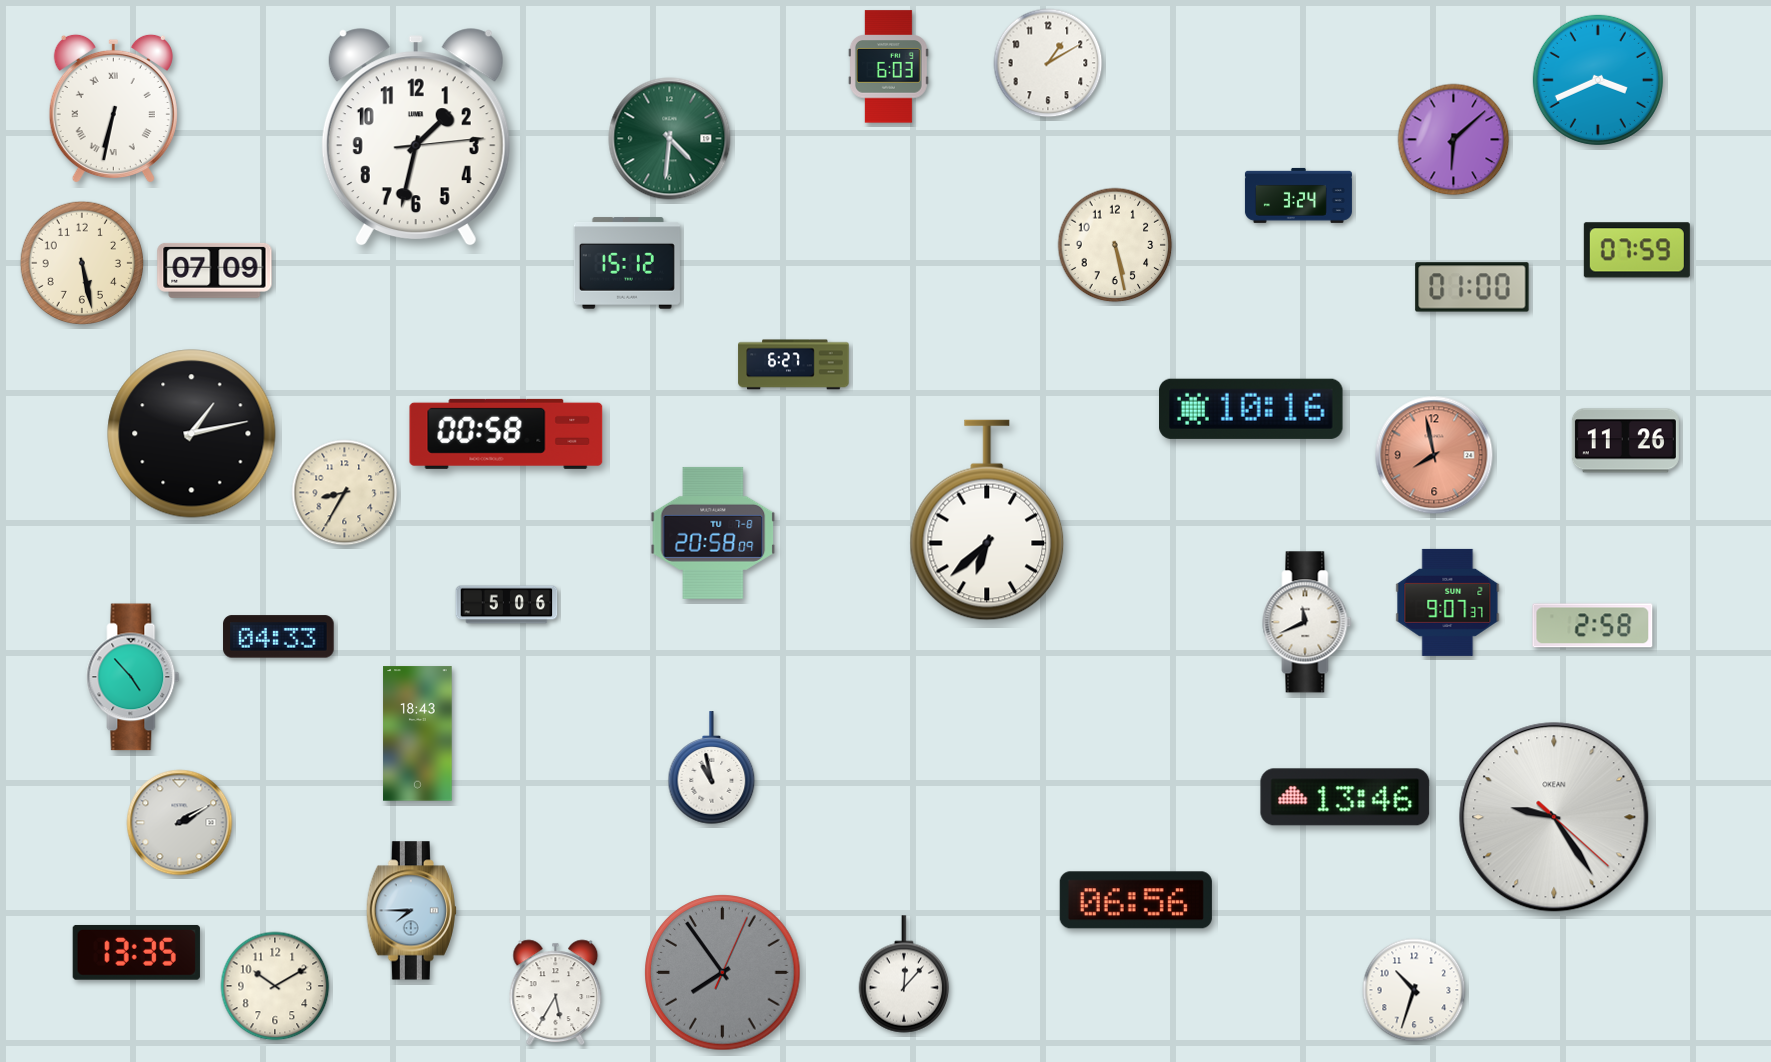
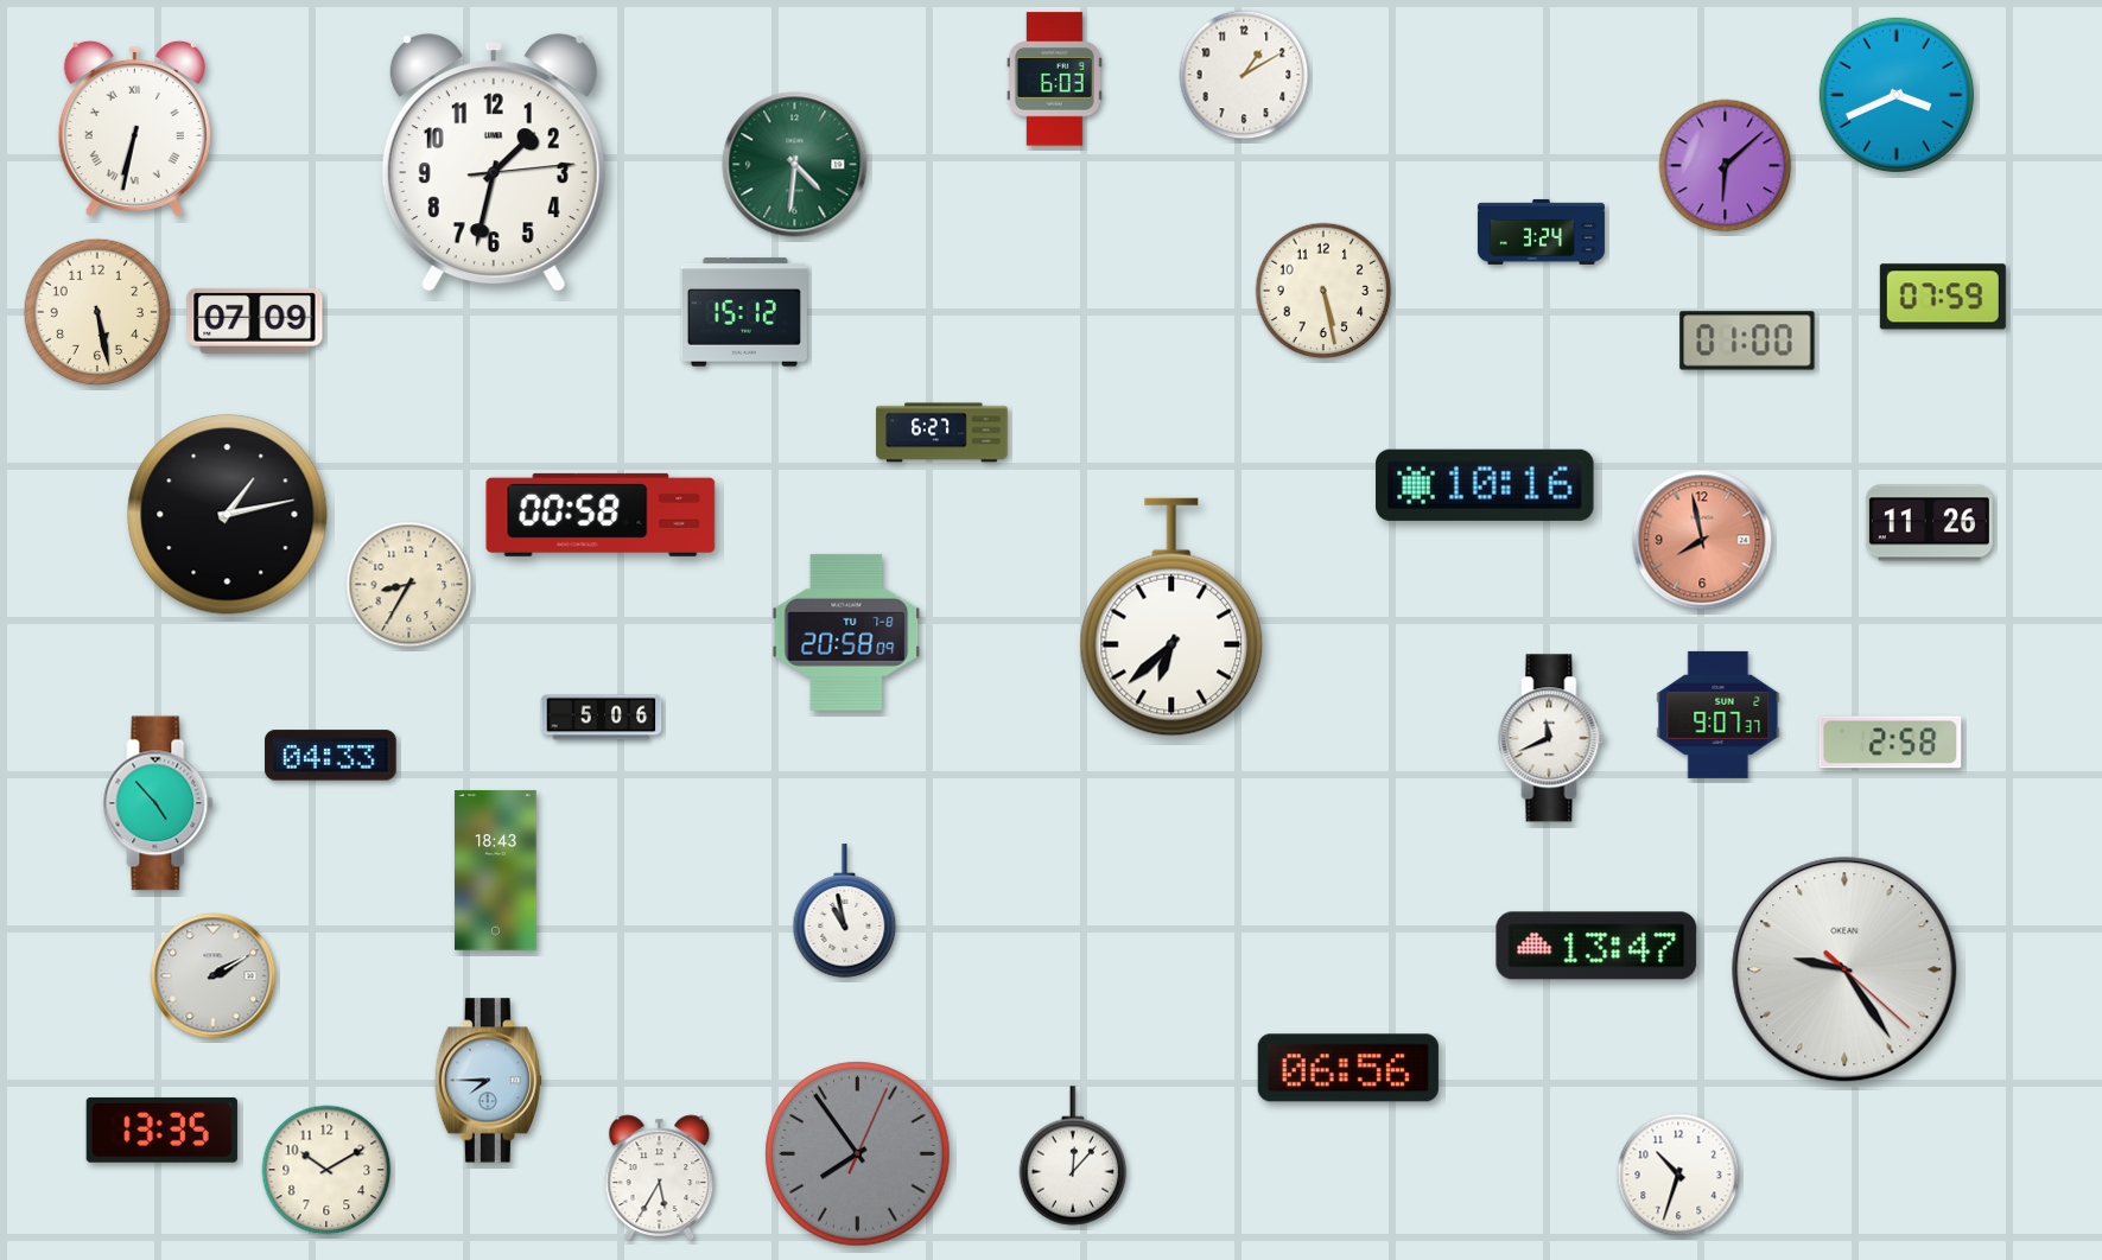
clock at (1345, 797): 13:46 -> 13:47
